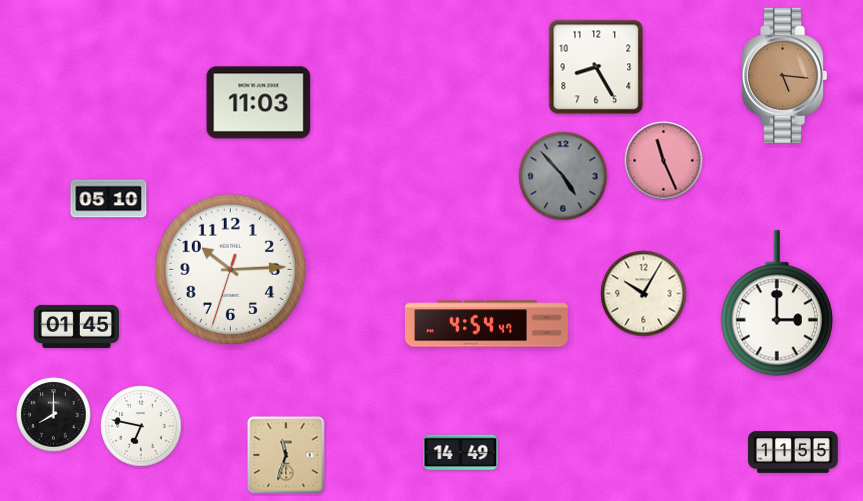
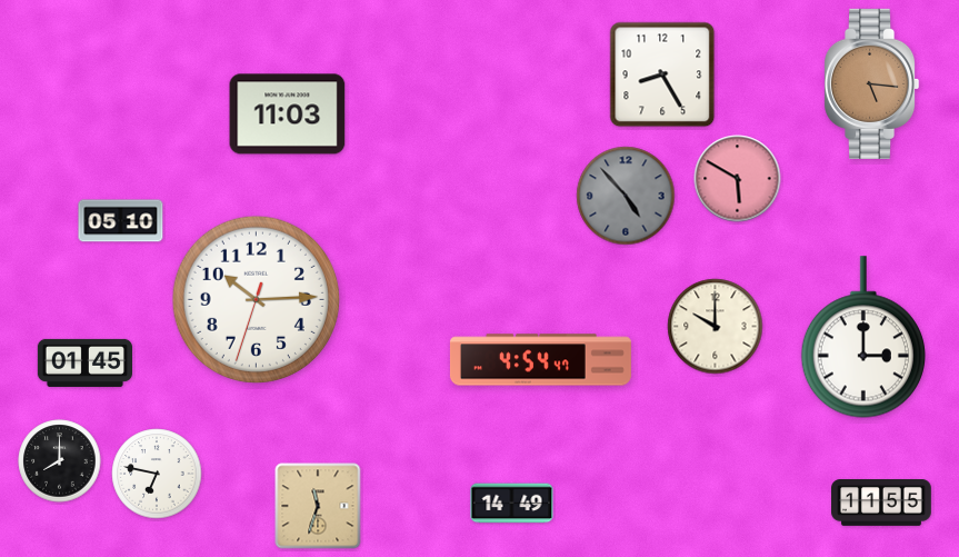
clock at (664, 161): 11:26 -> 5:50
clock at (644, 294): 10:05 -> 10:00
